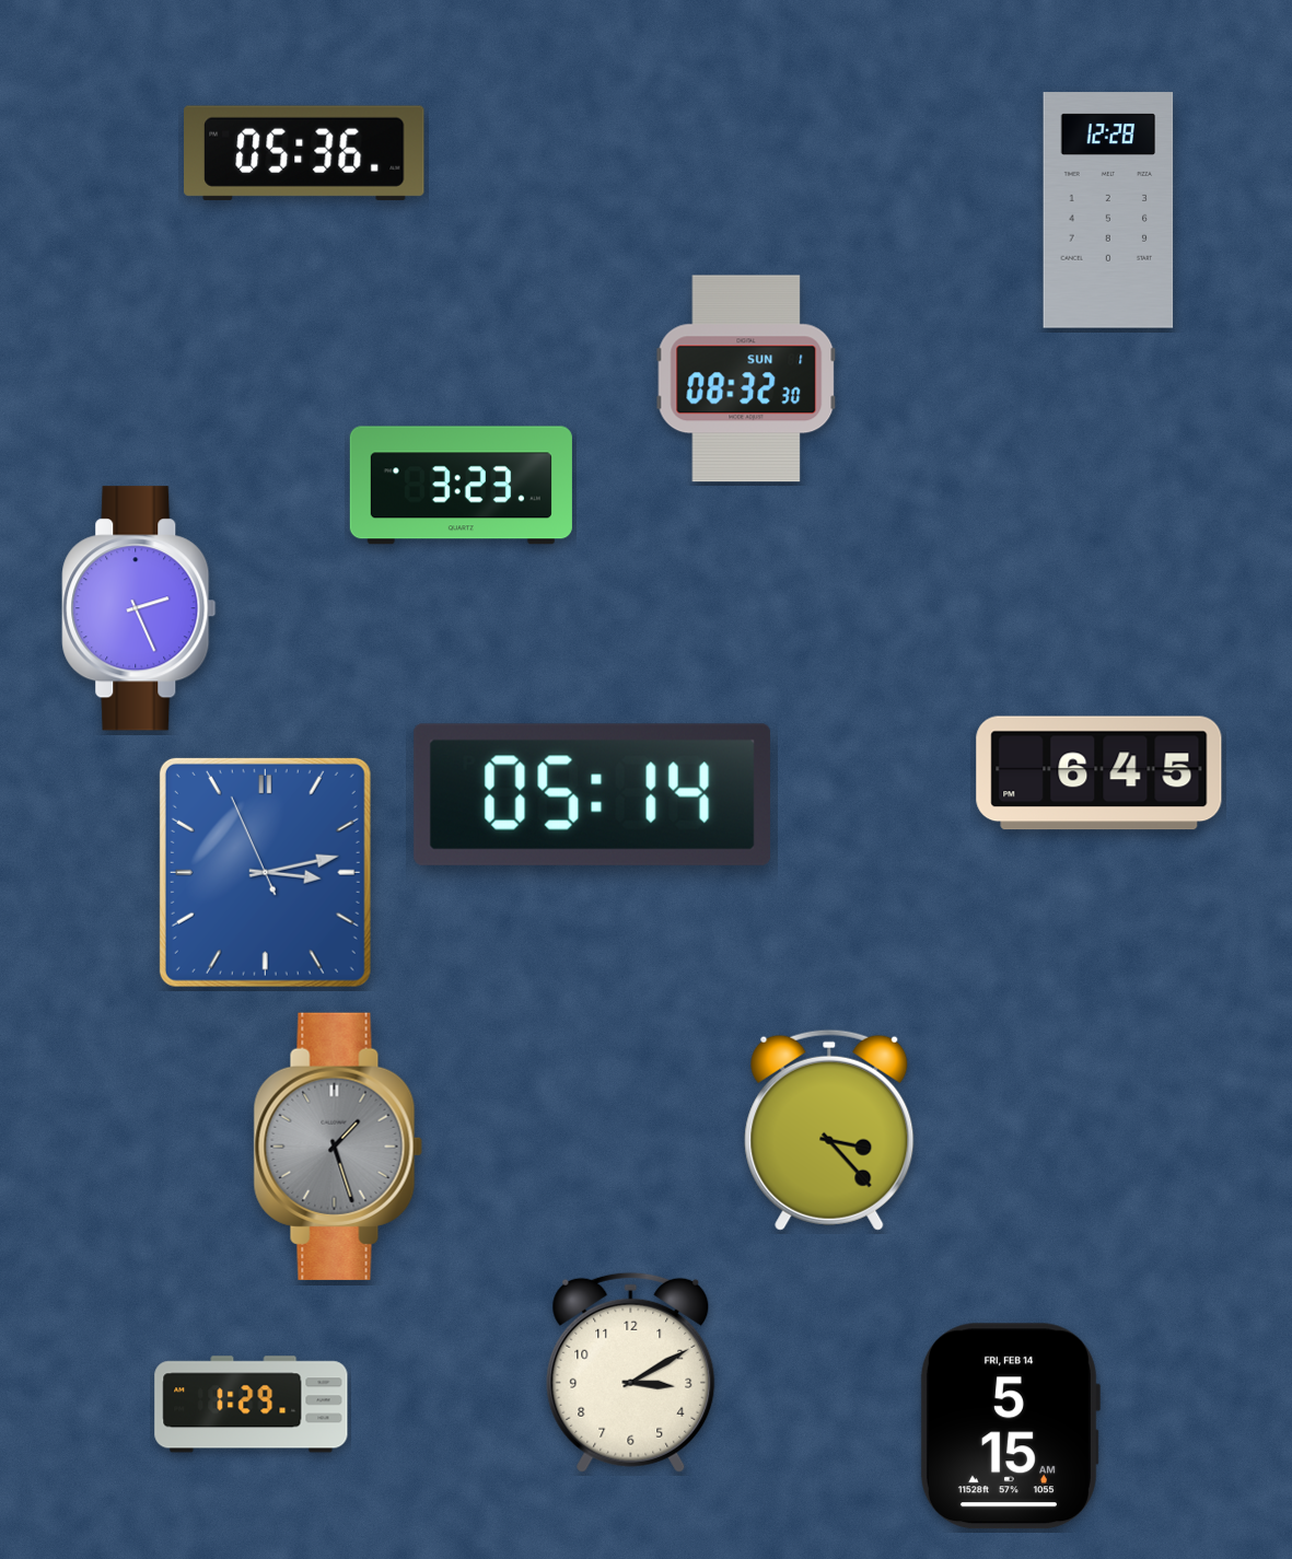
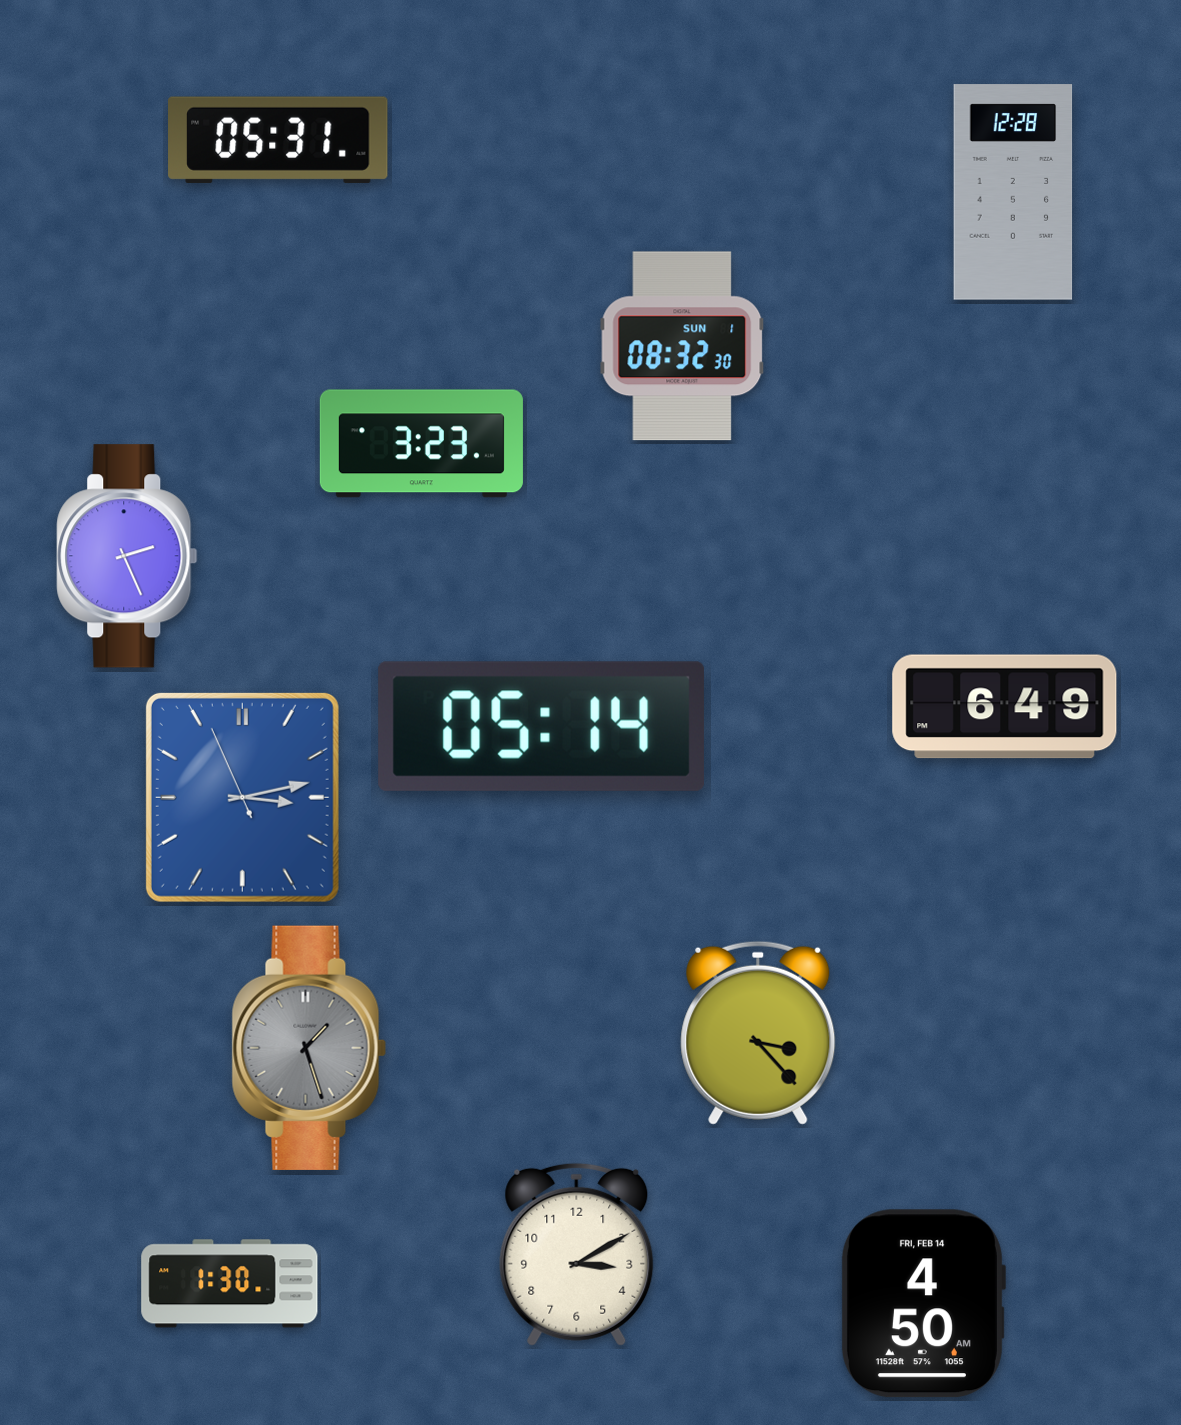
clock at (304, 153): 05:36 -> 05:31
clock at (1099, 773): 6:45 -> 6:49
clock at (252, 1405): 1:29 -> 1:30
clock at (1010, 1427): 5:15 -> 4:50
